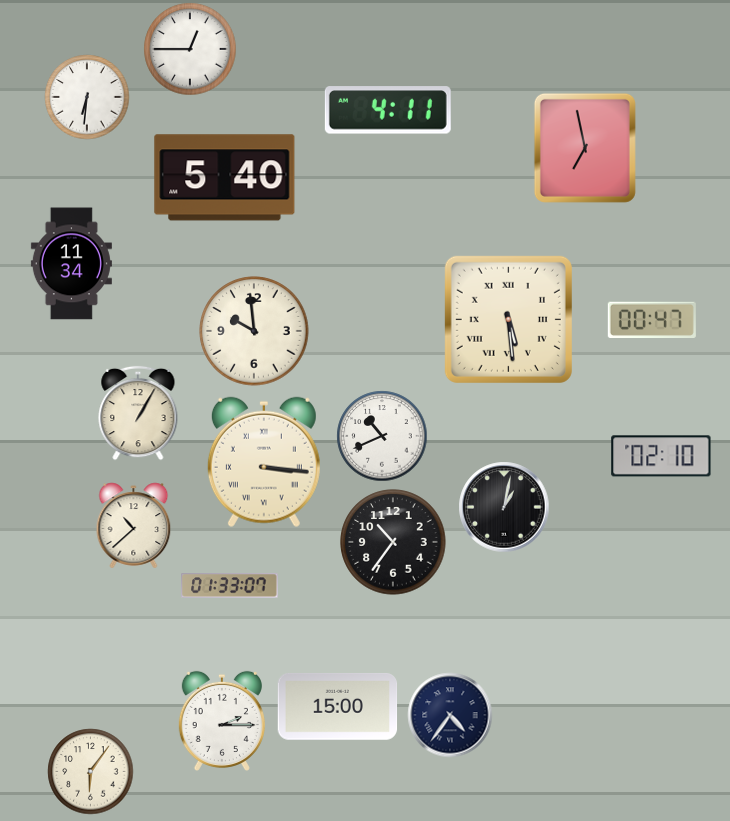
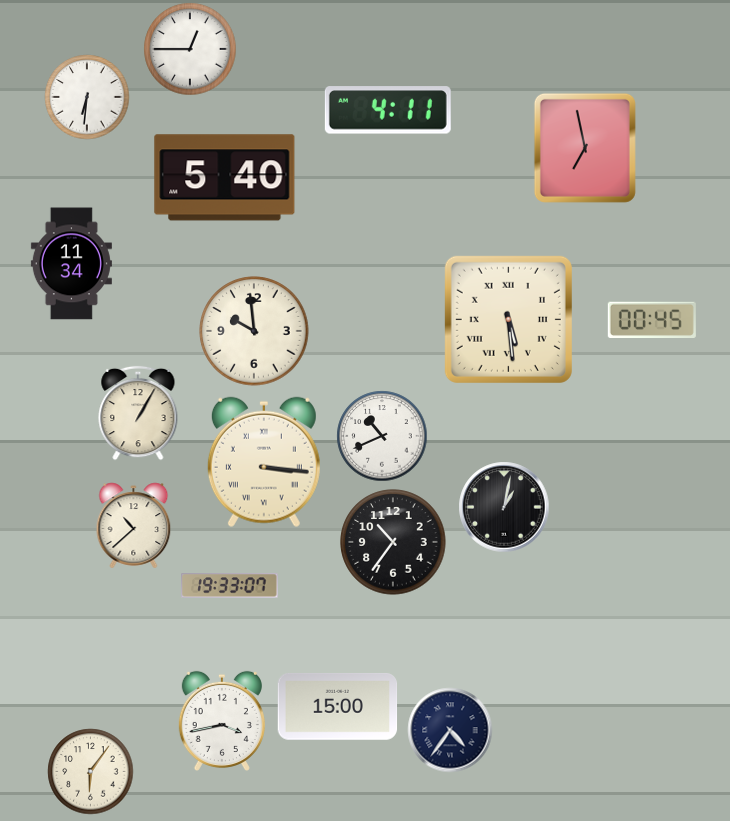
clock at (652, 319): 00:47 -> 00:45
clock at (661, 456): 02:10 -> none
clock at (230, 586): 01:33 -> 19:33
clock at (450, 715) position: (450, 715) -> (450, 730)
clock at (222, 720): 2:15 -> 3:43
